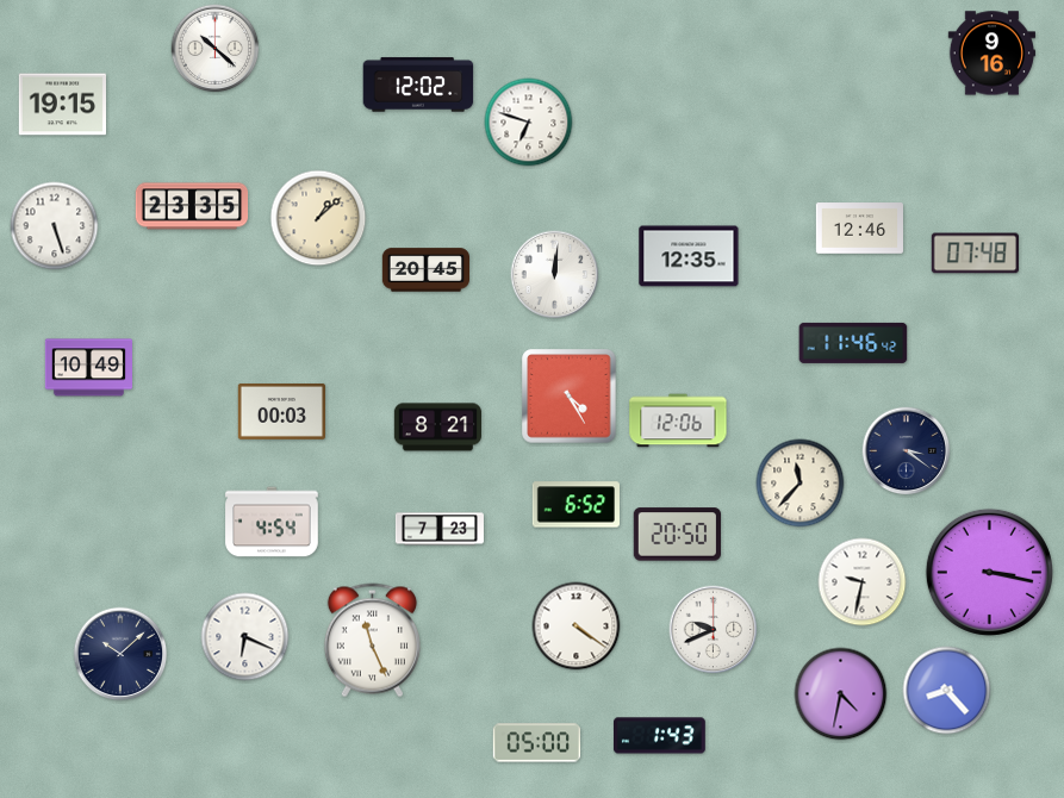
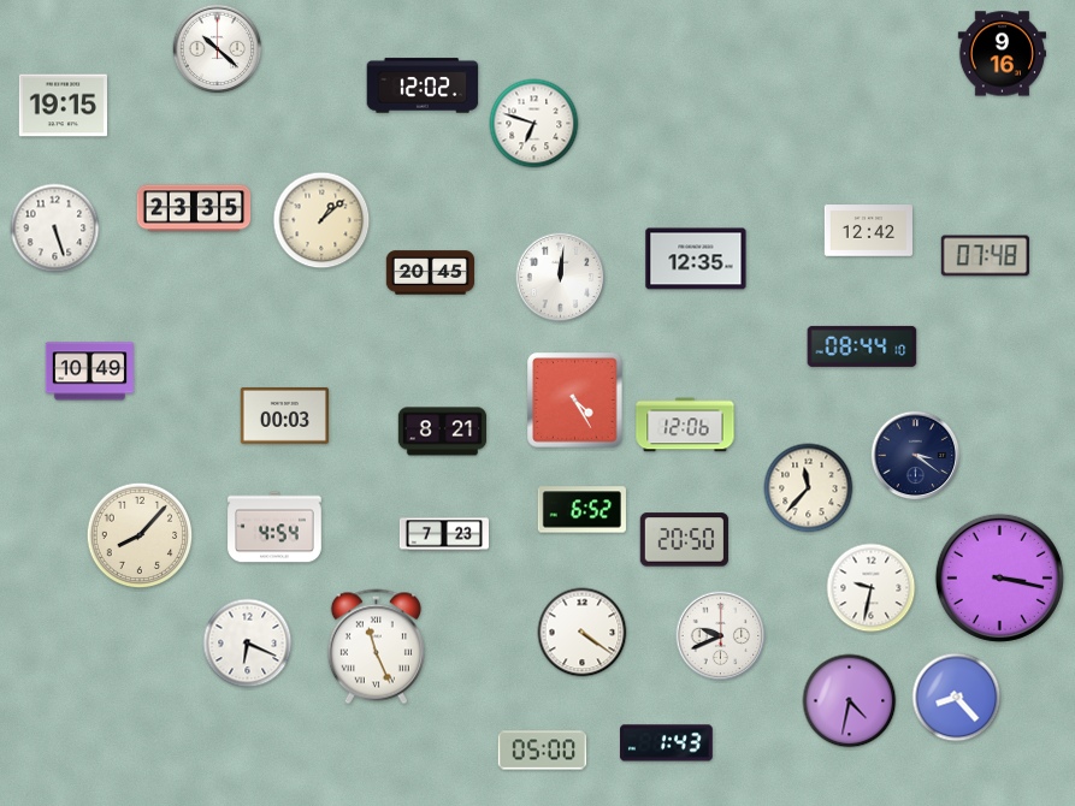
clock at (859, 229): 12:46 -> 12:42
clock at (853, 343): 11:46 -> 08:44
clock at (140, 535): none -> 8:07
clock at (120, 654): 10:08 -> none
